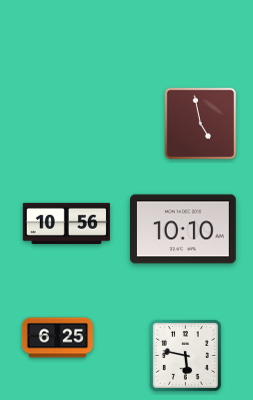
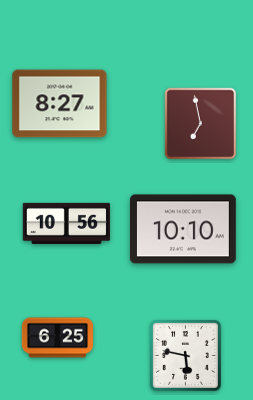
clock at (60, 104): none -> 8:27
clock at (201, 124): 4:58 -> 6:58
